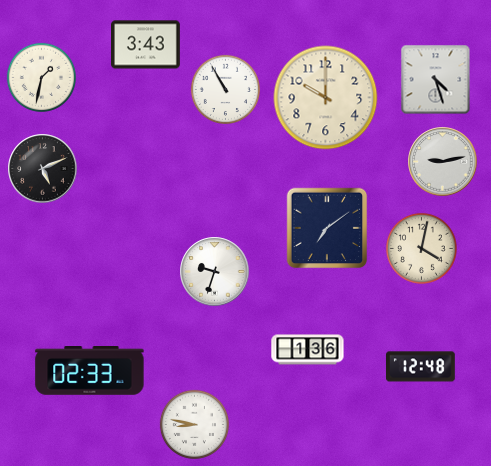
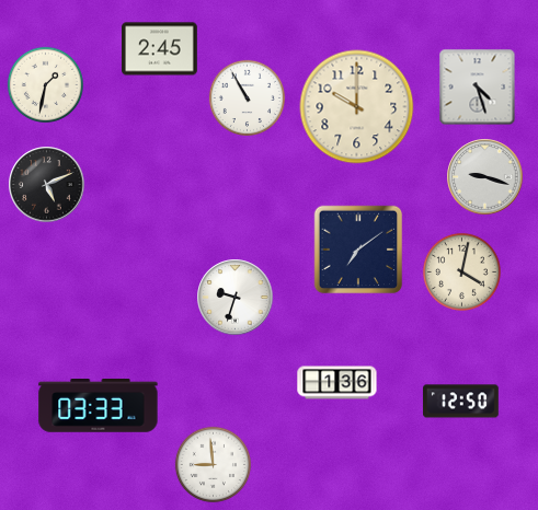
clock at (146, 45): 3:43 -> 2:45
clock at (443, 162): 9:13 -> 9:18
clock at (420, 367): 12:48 -> 12:50
clock at (90, 371): 02:33 -> 03:33
clock at (194, 424): 8:47 -> 8:59
